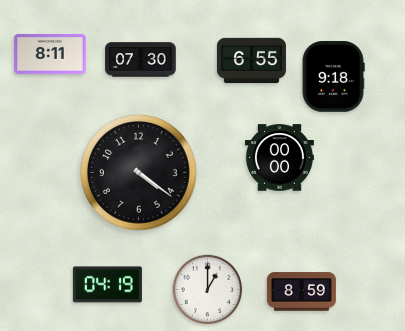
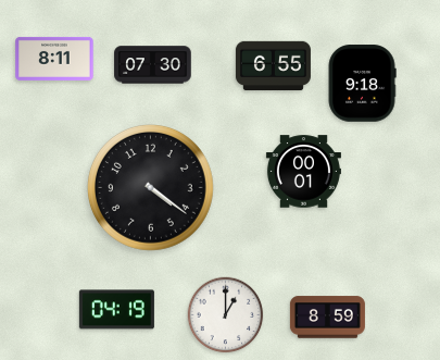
clock at (279, 158): 00:00 -> 00:01
